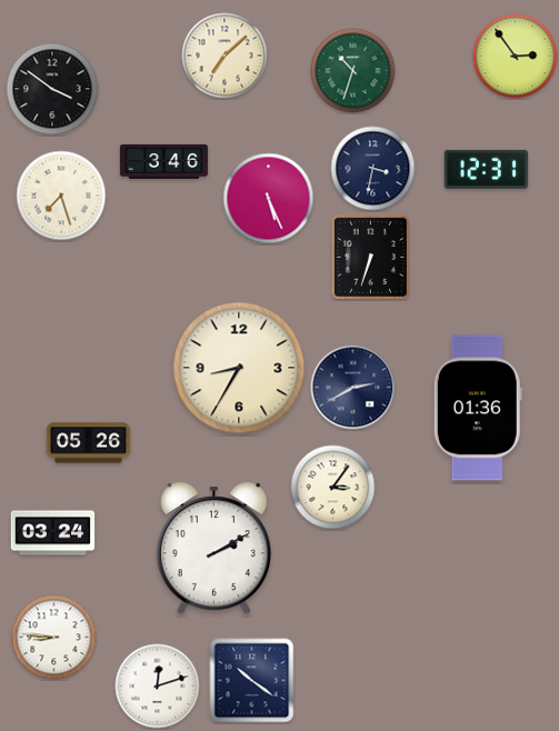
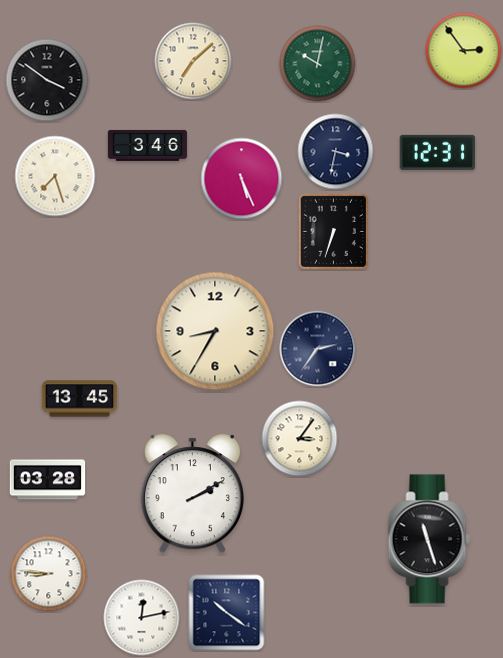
clock at (224, 56) position: (224, 56) -> (193, 61)
clock at (353, 71): 10:33 -> 10:02
clock at (353, 388): 2:40 -> 2:36
clock at (478, 408): 01:36 -> none
clock at (89, 443): 05:26 -> 13:45
clock at (53, 533): 03:24 -> 03:28
clock at (429, 539): none -> 11:27
clock at (158, 687): 12:12 -> 12:13
